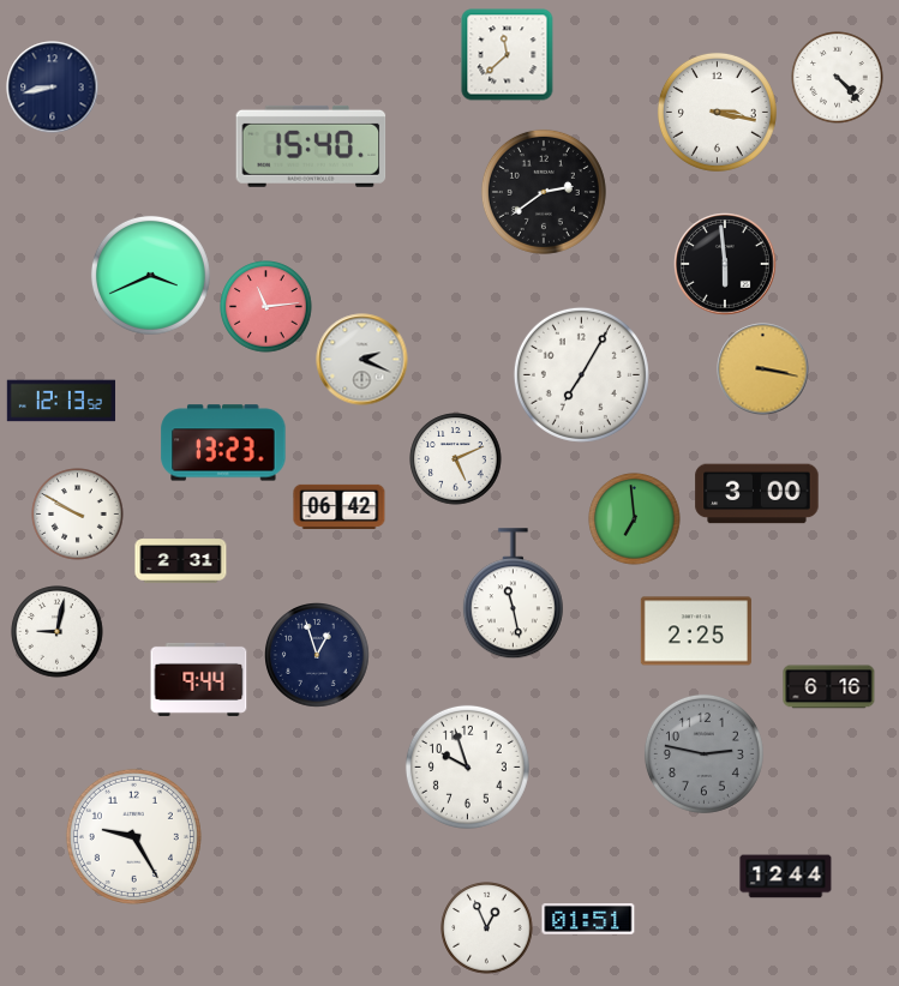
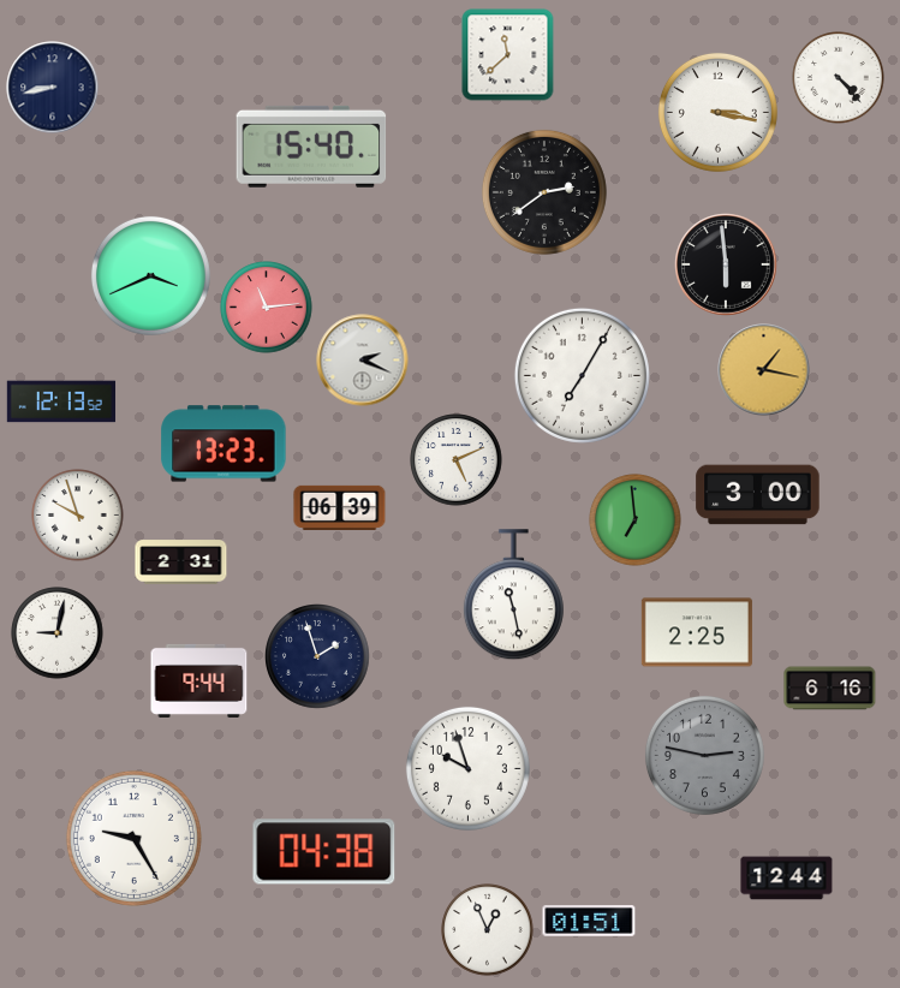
clock at (763, 369): 3:17 -> 1:17
clock at (340, 506): 06:42 -> 06:39
clock at (78, 515): 9:50 -> 9:57
clock at (318, 656): 12:57 -> 1:57
clock at (324, 852): none -> 04:38
